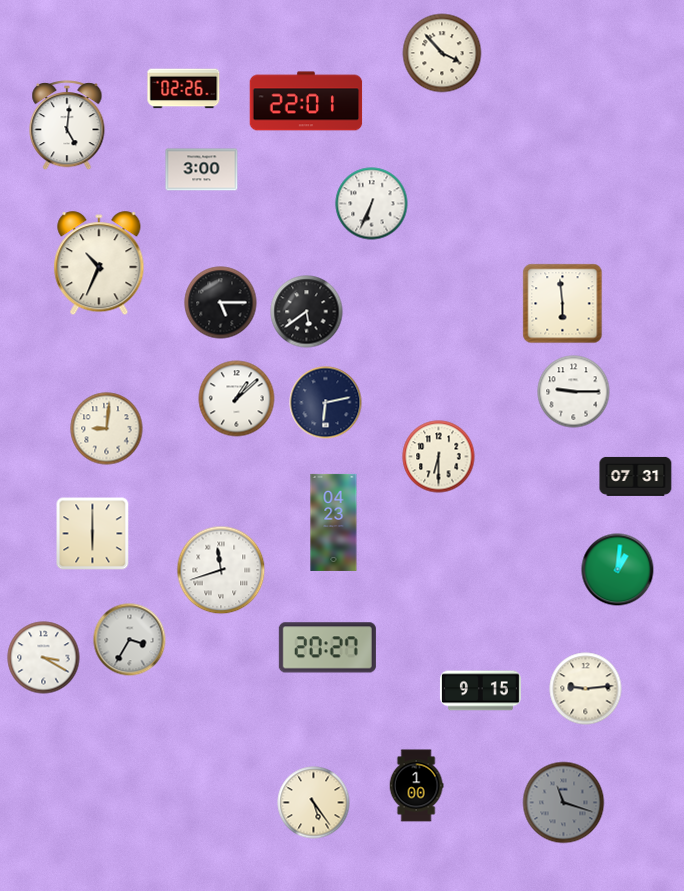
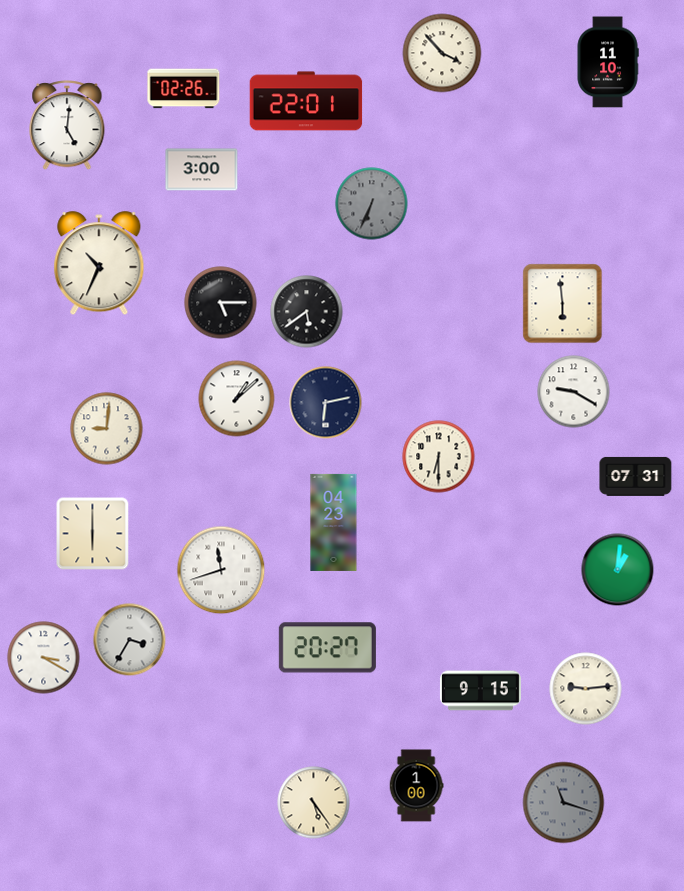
clock at (608, 62): none -> 11:10
clock at (372, 204) dial: white -> grey
clock at (574, 392): 9:15 -> 9:20
